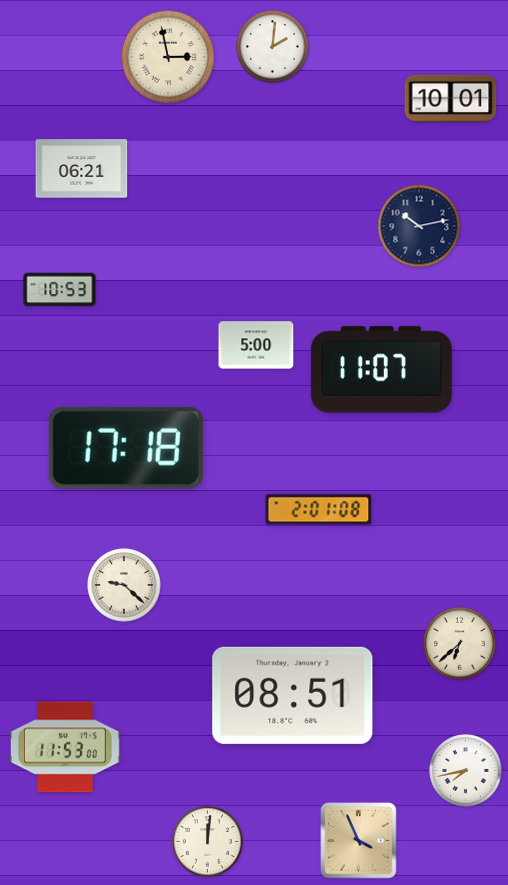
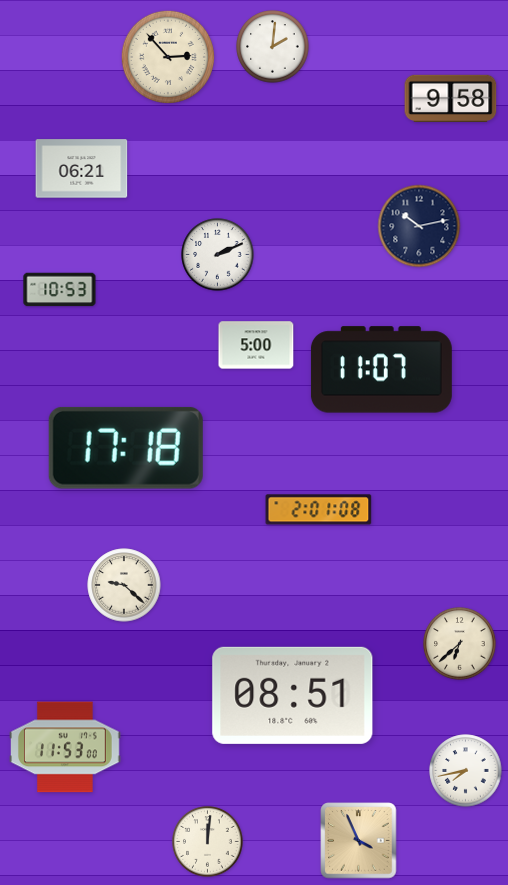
clock at (167, 56): 2:58 -> 2:53
clock at (451, 98): 10:01 -> 9:58
clock at (218, 255): none -> 2:11
